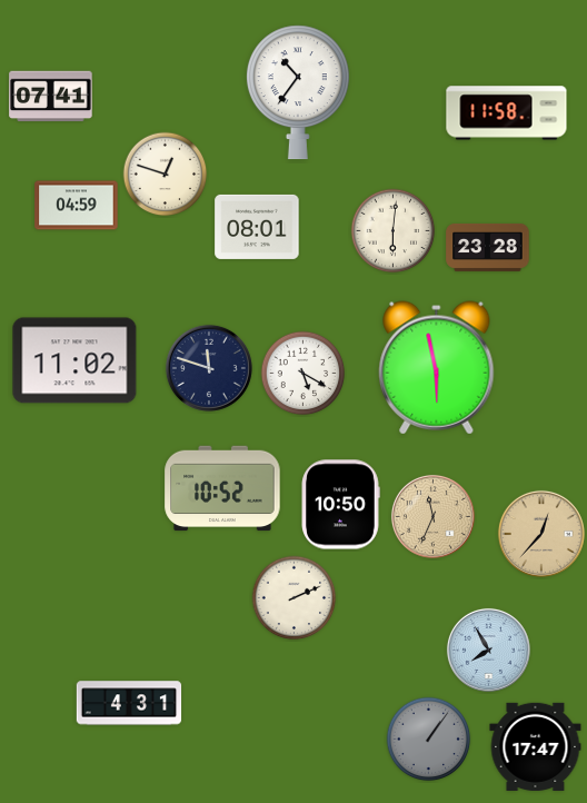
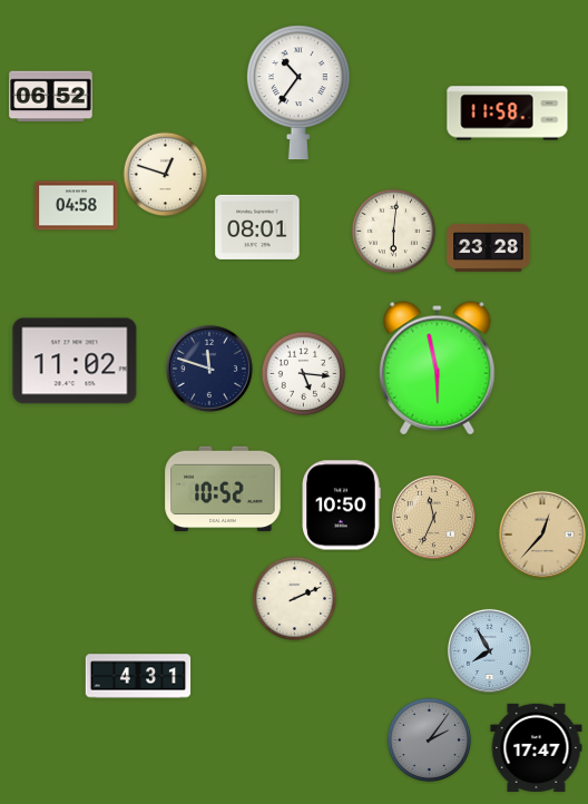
clock at (51, 97): 07:41 -> 06:52
clock at (77, 206): 04:59 -> 04:58
clock at (304, 374): 5:20 -> 5:16
clock at (129, 703) position: (129, 703) -> (138, 676)
clock at (429, 740): 1:06 -> 2:06
